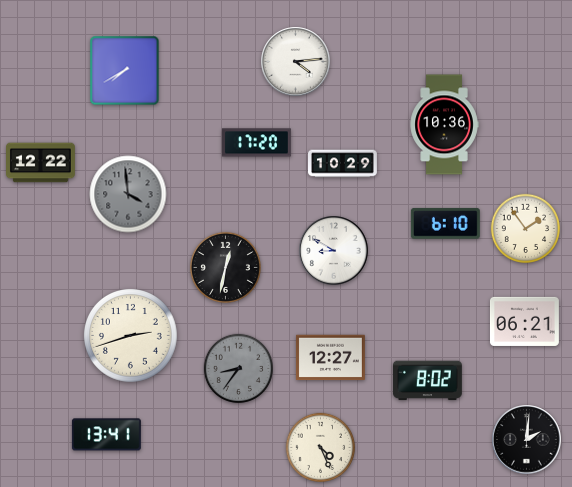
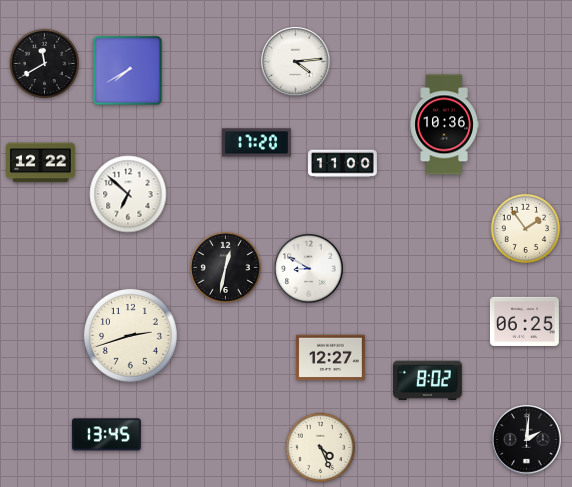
clock at (45, 64): none -> 11:40
clock at (125, 71) position: (125, 71) -> (128, 71)
clock at (343, 164): 10:29 -> 11:00
clock at (128, 194): 3:59 -> 6:52
clock at (128, 194) dial: grey -> white
clock at (445, 224): 6:10 -> none
clock at (334, 251) position: (334, 251) -> (309, 269)
clock at (524, 321): 06:21 -> 06:25
clock at (239, 369): 8:36 -> none
clock at (106, 435): 13:41 -> 13:45
